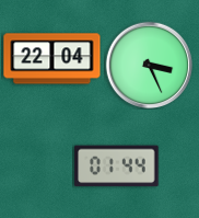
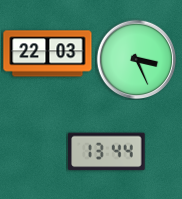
clock at (52, 59): 22:04 -> 22:03
clock at (117, 167): 01:44 -> 13:44
